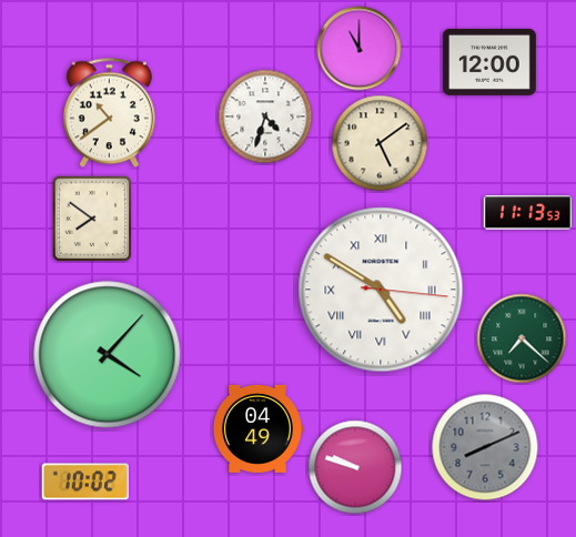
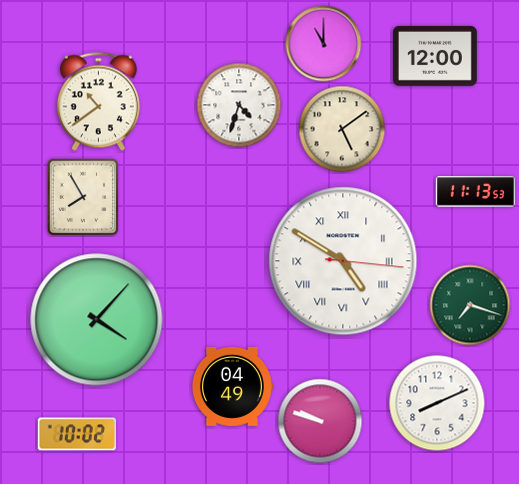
clock at (489, 62) position: (489, 62) -> (435, 56)
clock at (92, 219): 7:51 -> 7:55
clock at (522, 338): 7:22 -> 7:18
clock at (485, 447) dial: grey -> white
